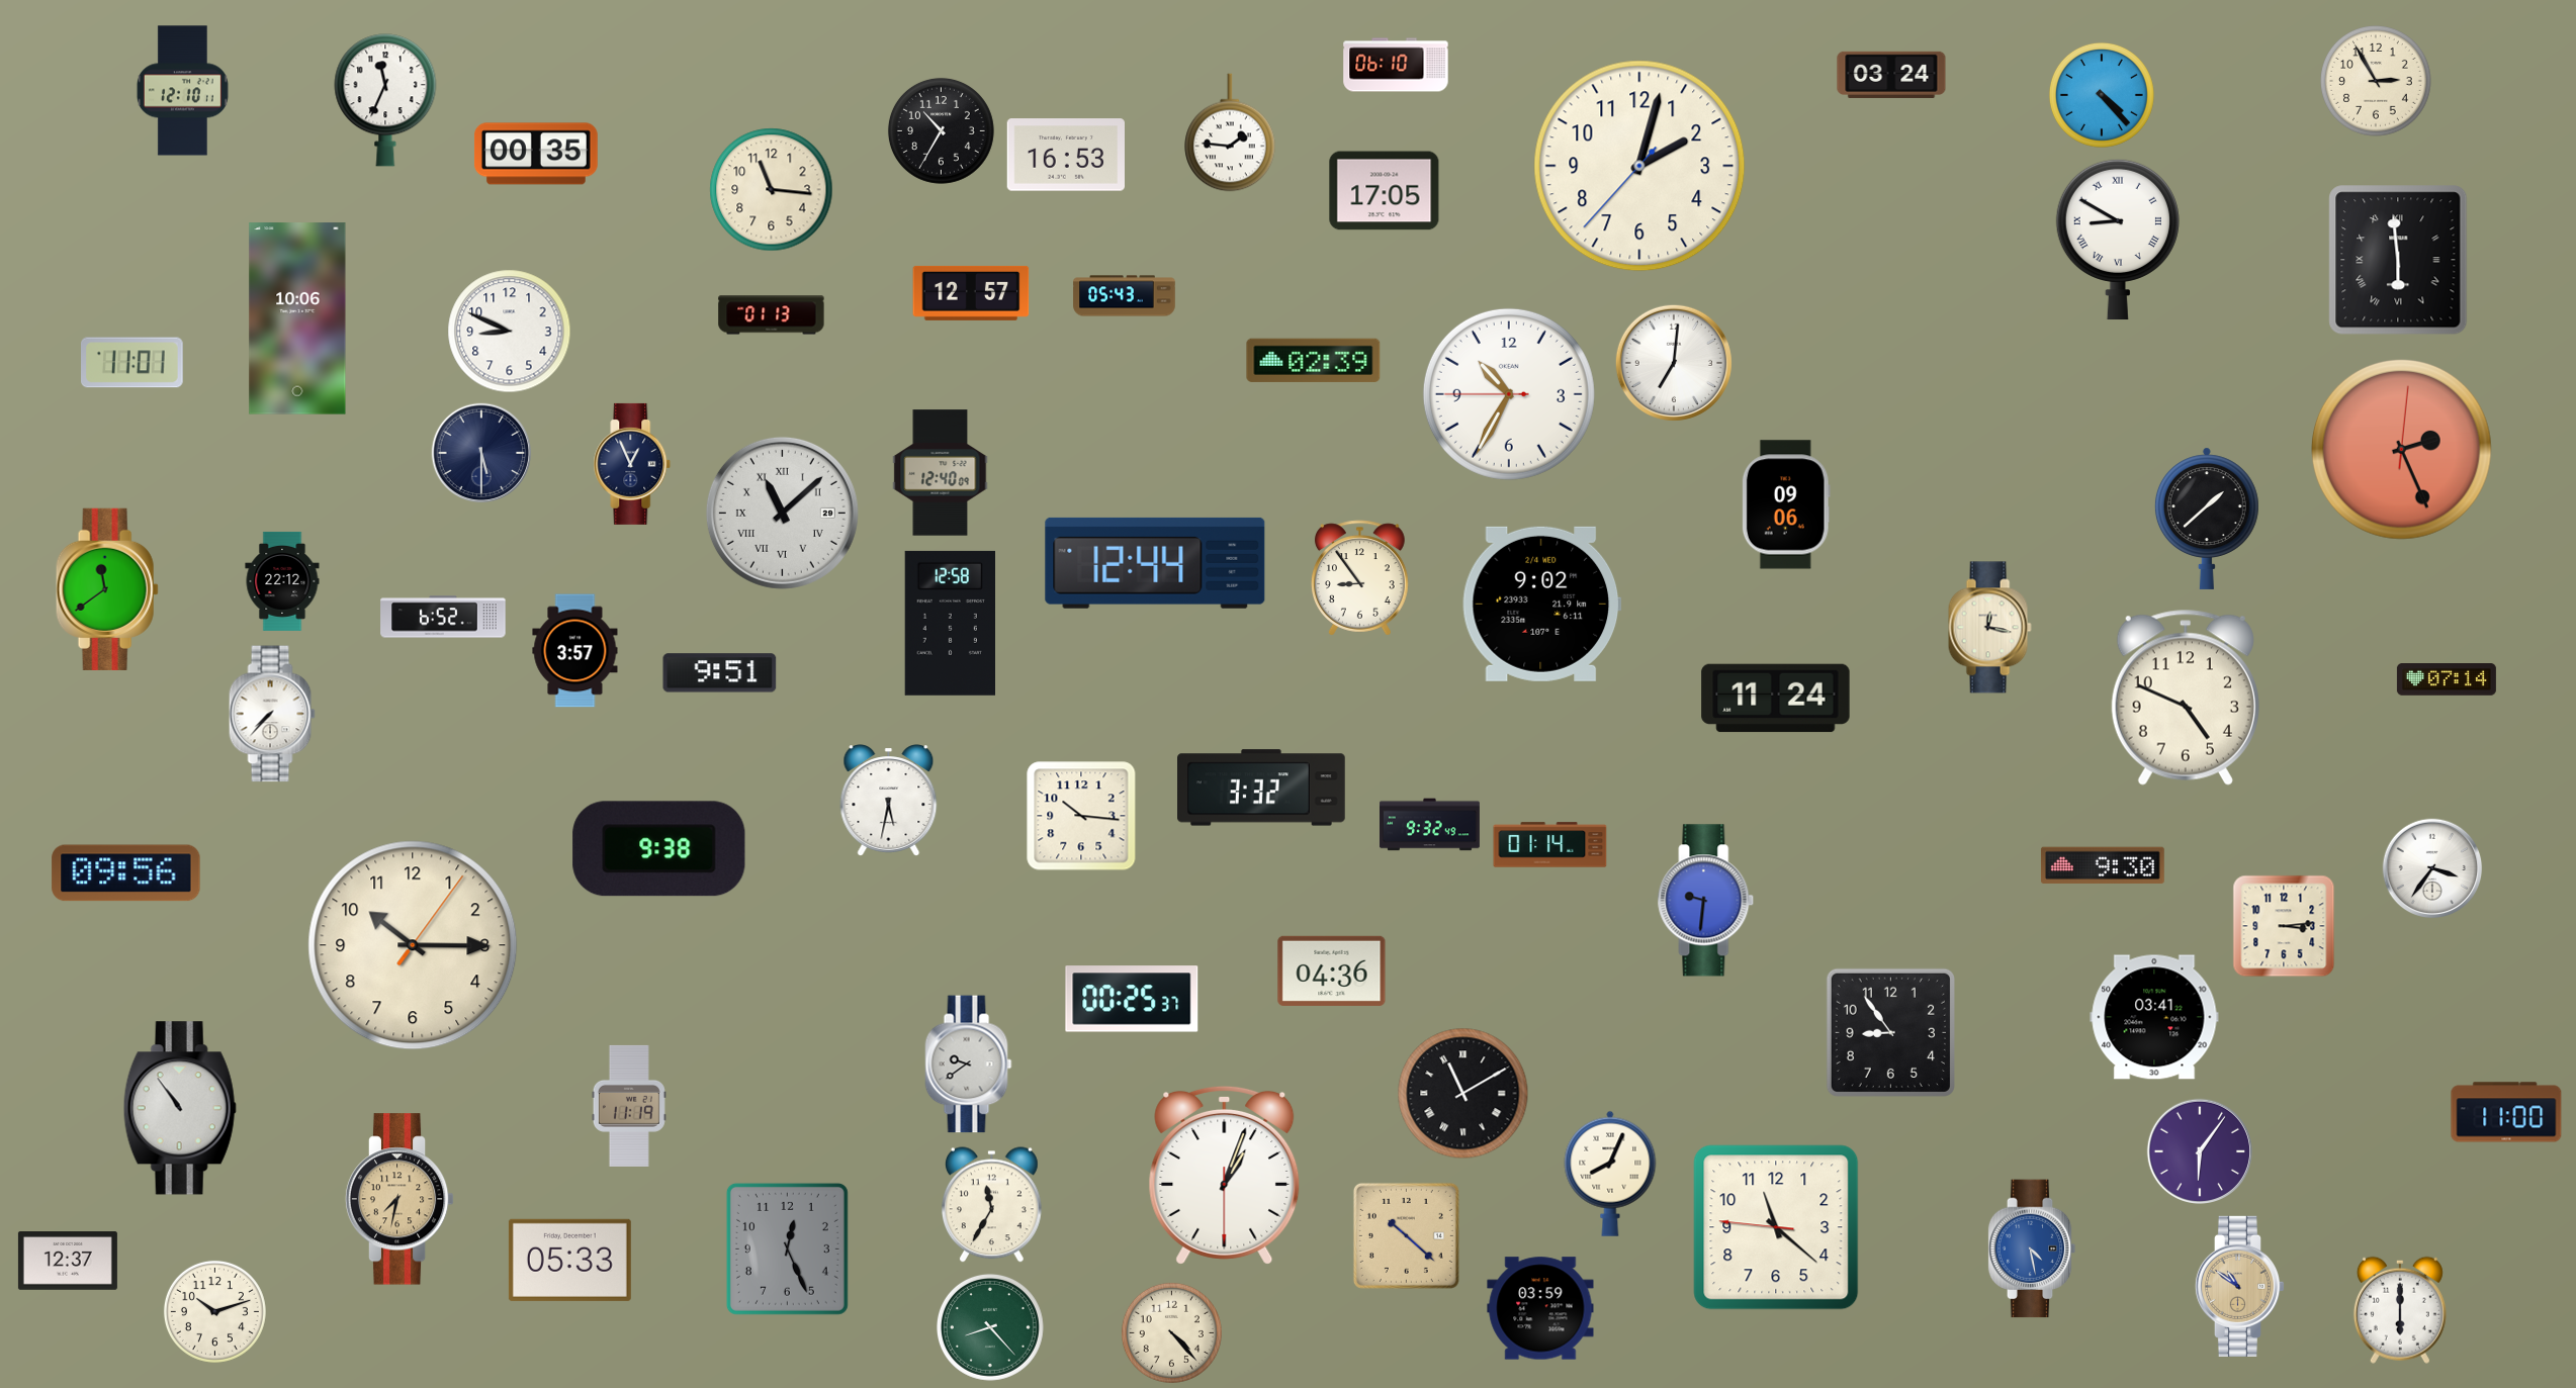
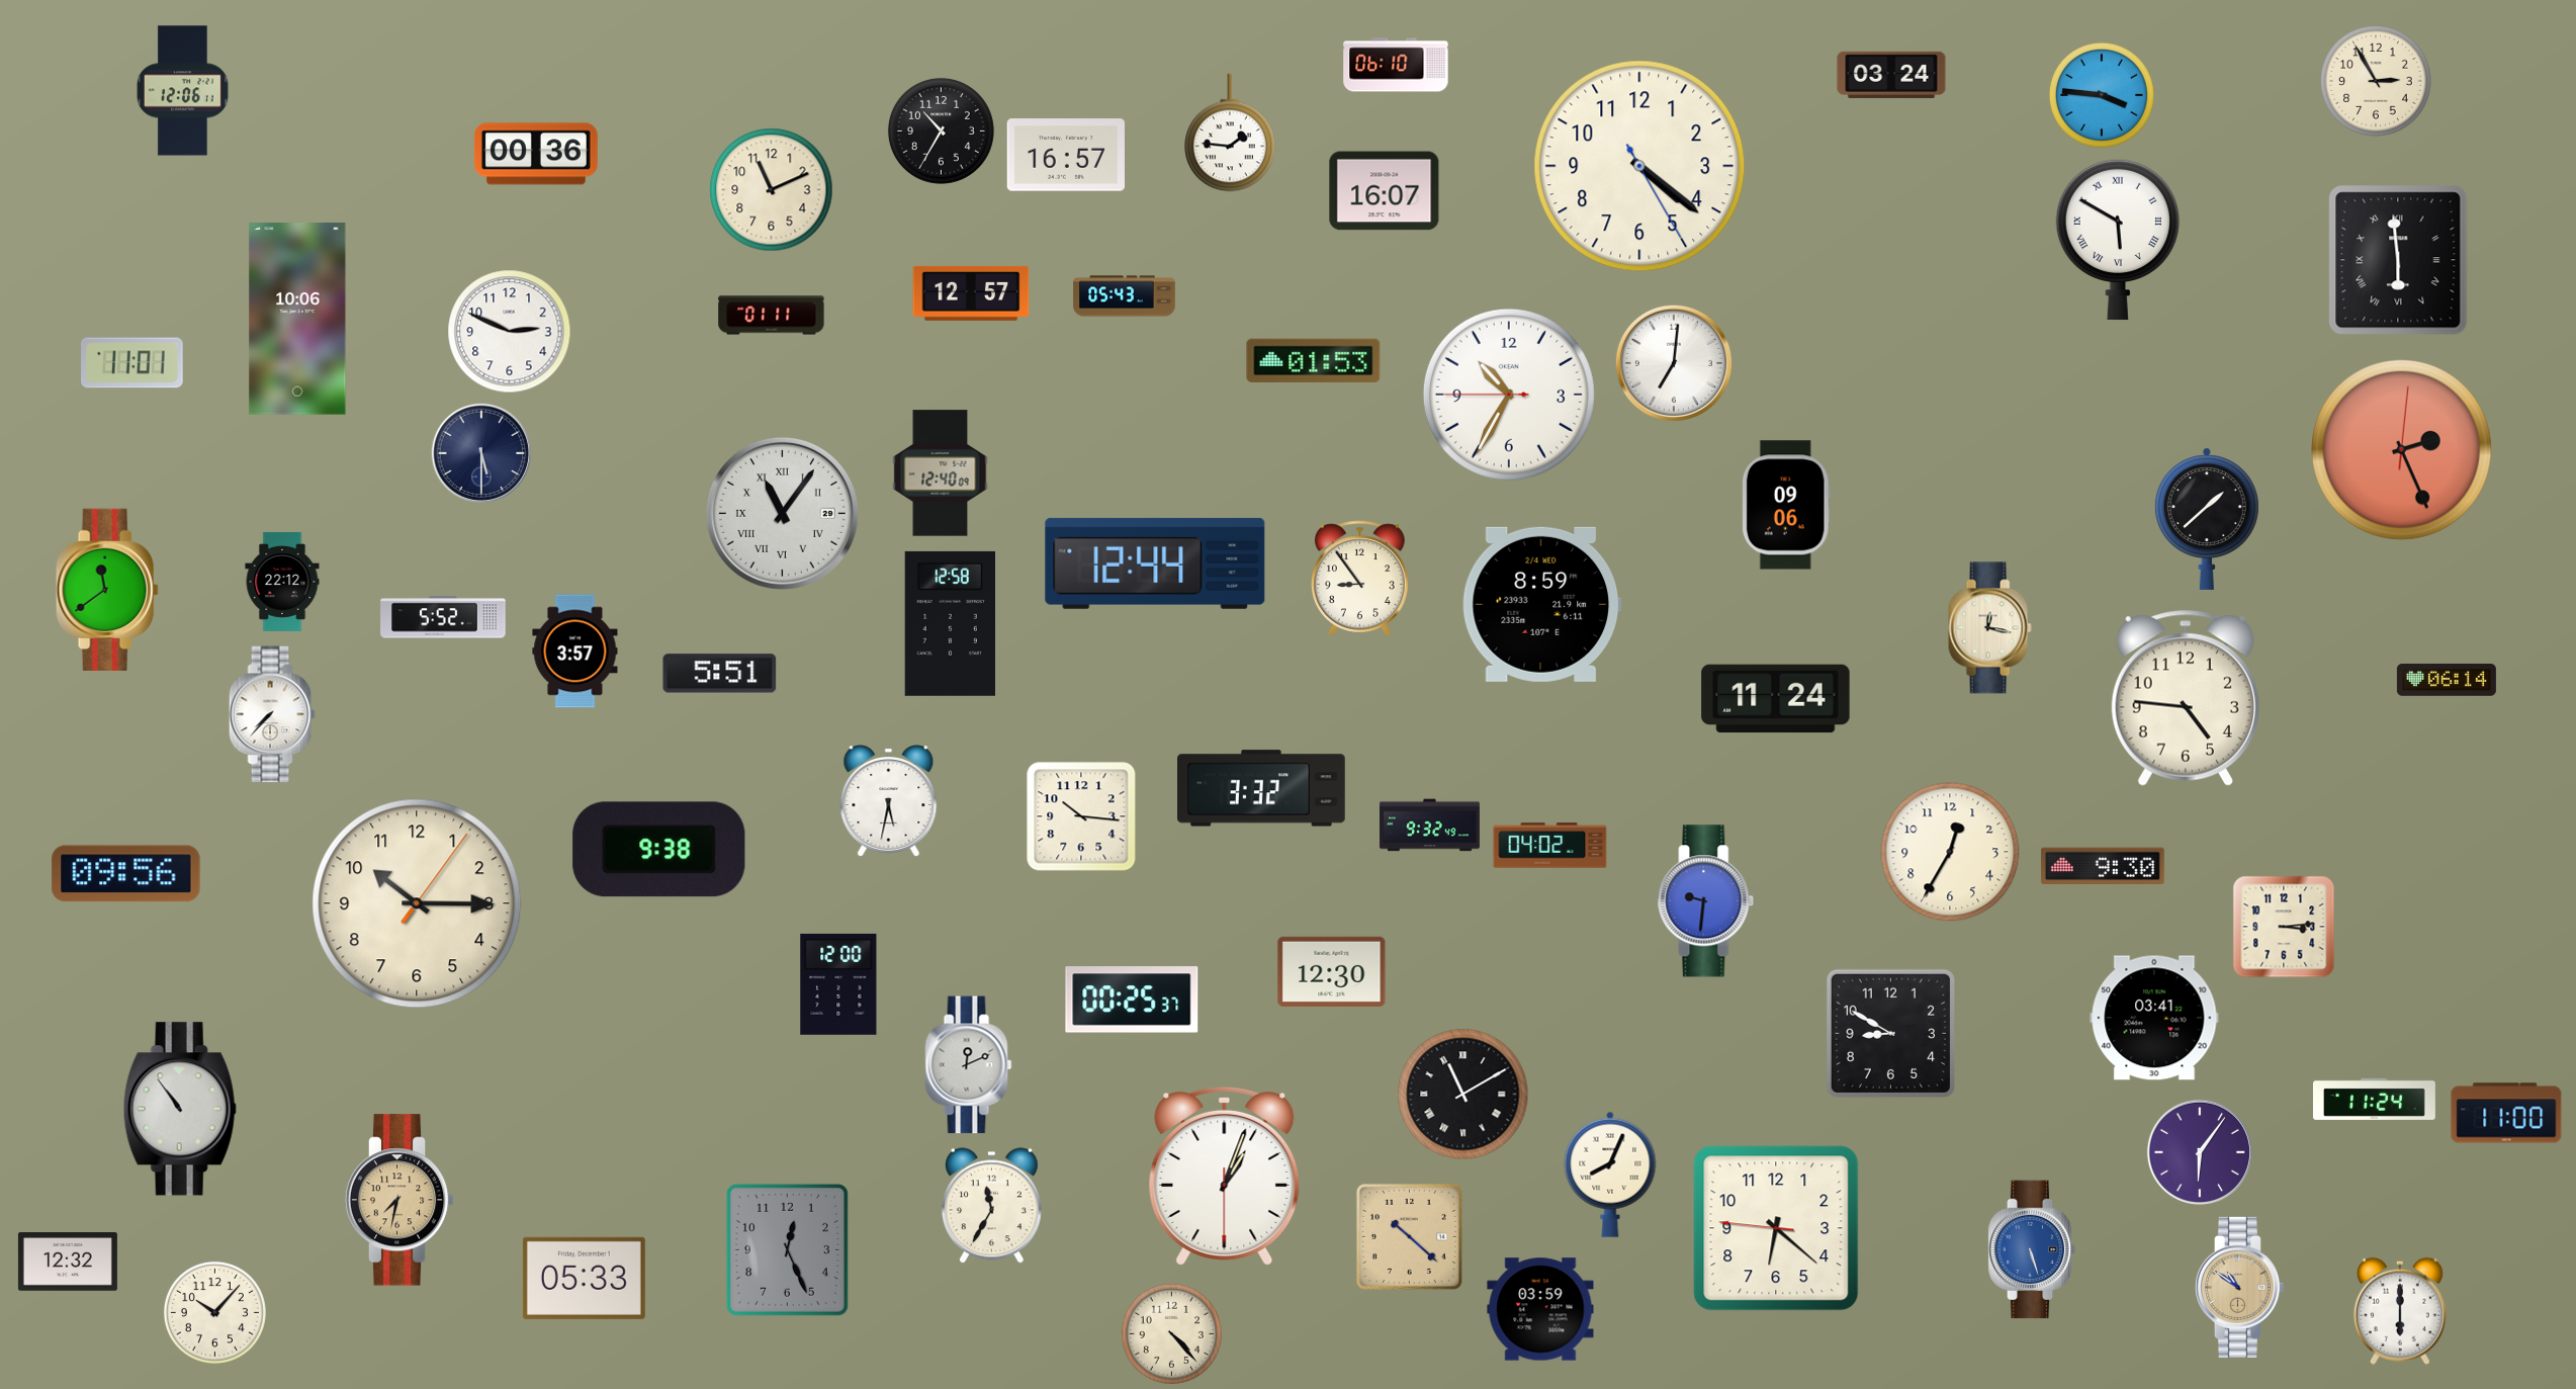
clock at (182, 91): 12:10 -> 12:06
clock at (2102, 95): 4:23 -> 3:46
clock at (385, 100): 11:34 -> none
clock at (536, 154): 00:35 -> 00:36
clock at (1065, 155): 16:53 -> 16:57
clock at (1639, 166): 2:02 -> 4:21
clock at (772, 190): 11:16 -> 11:11
clock at (1385, 191): 17:05 -> 16:07
clock at (2118, 240): 8:50 -> 5:50
clock at (772, 315): 01:13 -> 01:11
clock at (510, 332): 8:49 -> 2:49
clock at (1314, 360): 02:39 -> 01:53
clock at (632, 464): 12:56 -> none
clock at (782, 513): 11:08 -> 11:06
clock at (1542, 604): 9:02 -> 8:59
clock at (443, 617): 6:52 -> 5:52
clock at (720, 673): 9:51 -> 5:51
clock at (2447, 679): 07:14 -> 06:14
clock at (2186, 698): 4:49 -> 4:46
clock at (1550, 845): 01:14 -> 04:02
clock at (1950, 852): none -> 12:35
clock at (2432, 868): 3:36 -> none
clock at (413, 945) position: (413, 945) -> (417, 903)
clock at (1332, 970): 04:36 -> 12:30
clock at (838, 984): none -> 12:00
clock at (1890, 1032): 8:54 -> 8:50
clock at (969, 1065): 9:39 -> 12:11
clock at (2374, 1099): none -> 11:24
clock at (629, 1106): 11:19 -> none
clock at (1776, 1227): 11:21 -> 6:21
clock at (1406, 1235) position: (1406, 1235) -> (1409, 1236)
clock at (2032, 1248): 4:28 -> 5:27
clock at (569, 1260) position: (569, 1260) -> (584, 1278)
clock at (68, 1262): 12:37 -> 12:32
clock at (214, 1311): 10:12 -> 10:07
clock at (990, 1327): 8:23 -> none
